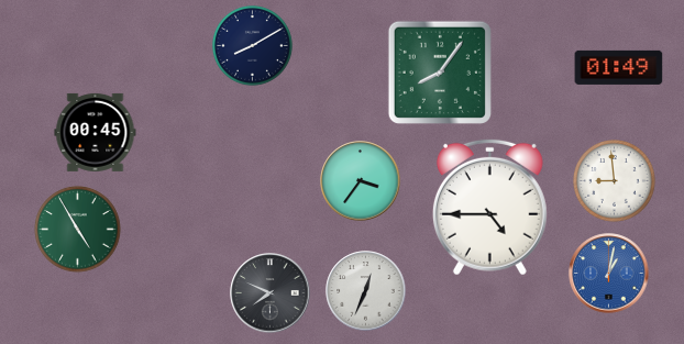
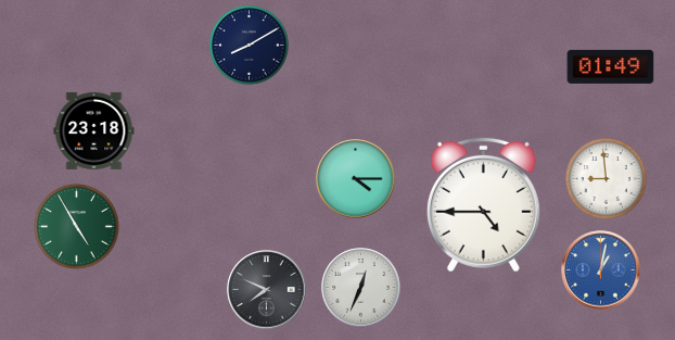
clock at (440, 73): 8:06 -> none
clock at (96, 132): 00:45 -> 23:18
clock at (361, 181): 3:36 -> 4:15
